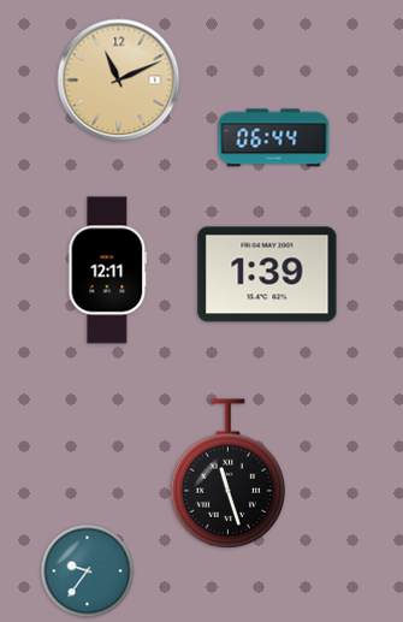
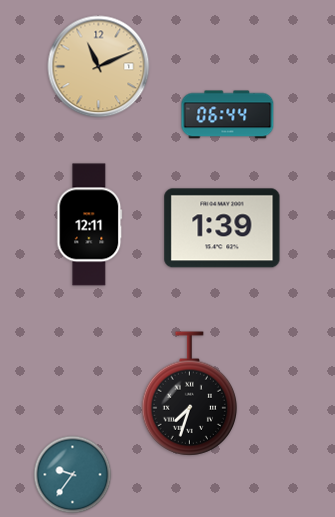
clock at (229, 474): 11:27 -> 7:33
